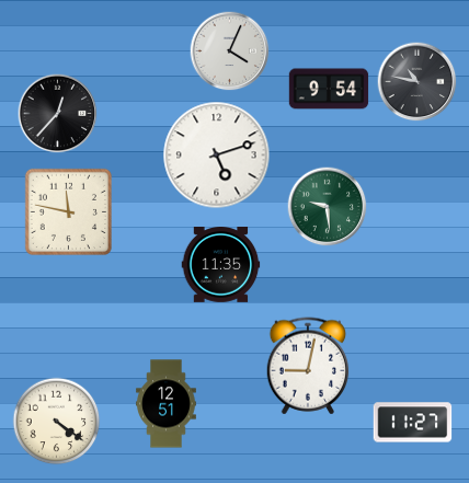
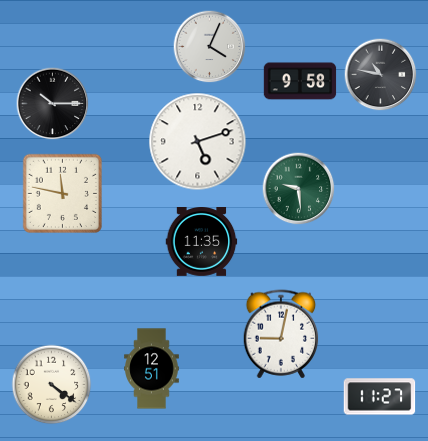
clock at (329, 89): 9:54 -> 9:58
clock at (58, 114): 12:37 -> 10:15
clock at (413, 423) position: (413, 423) -> (380, 397)
